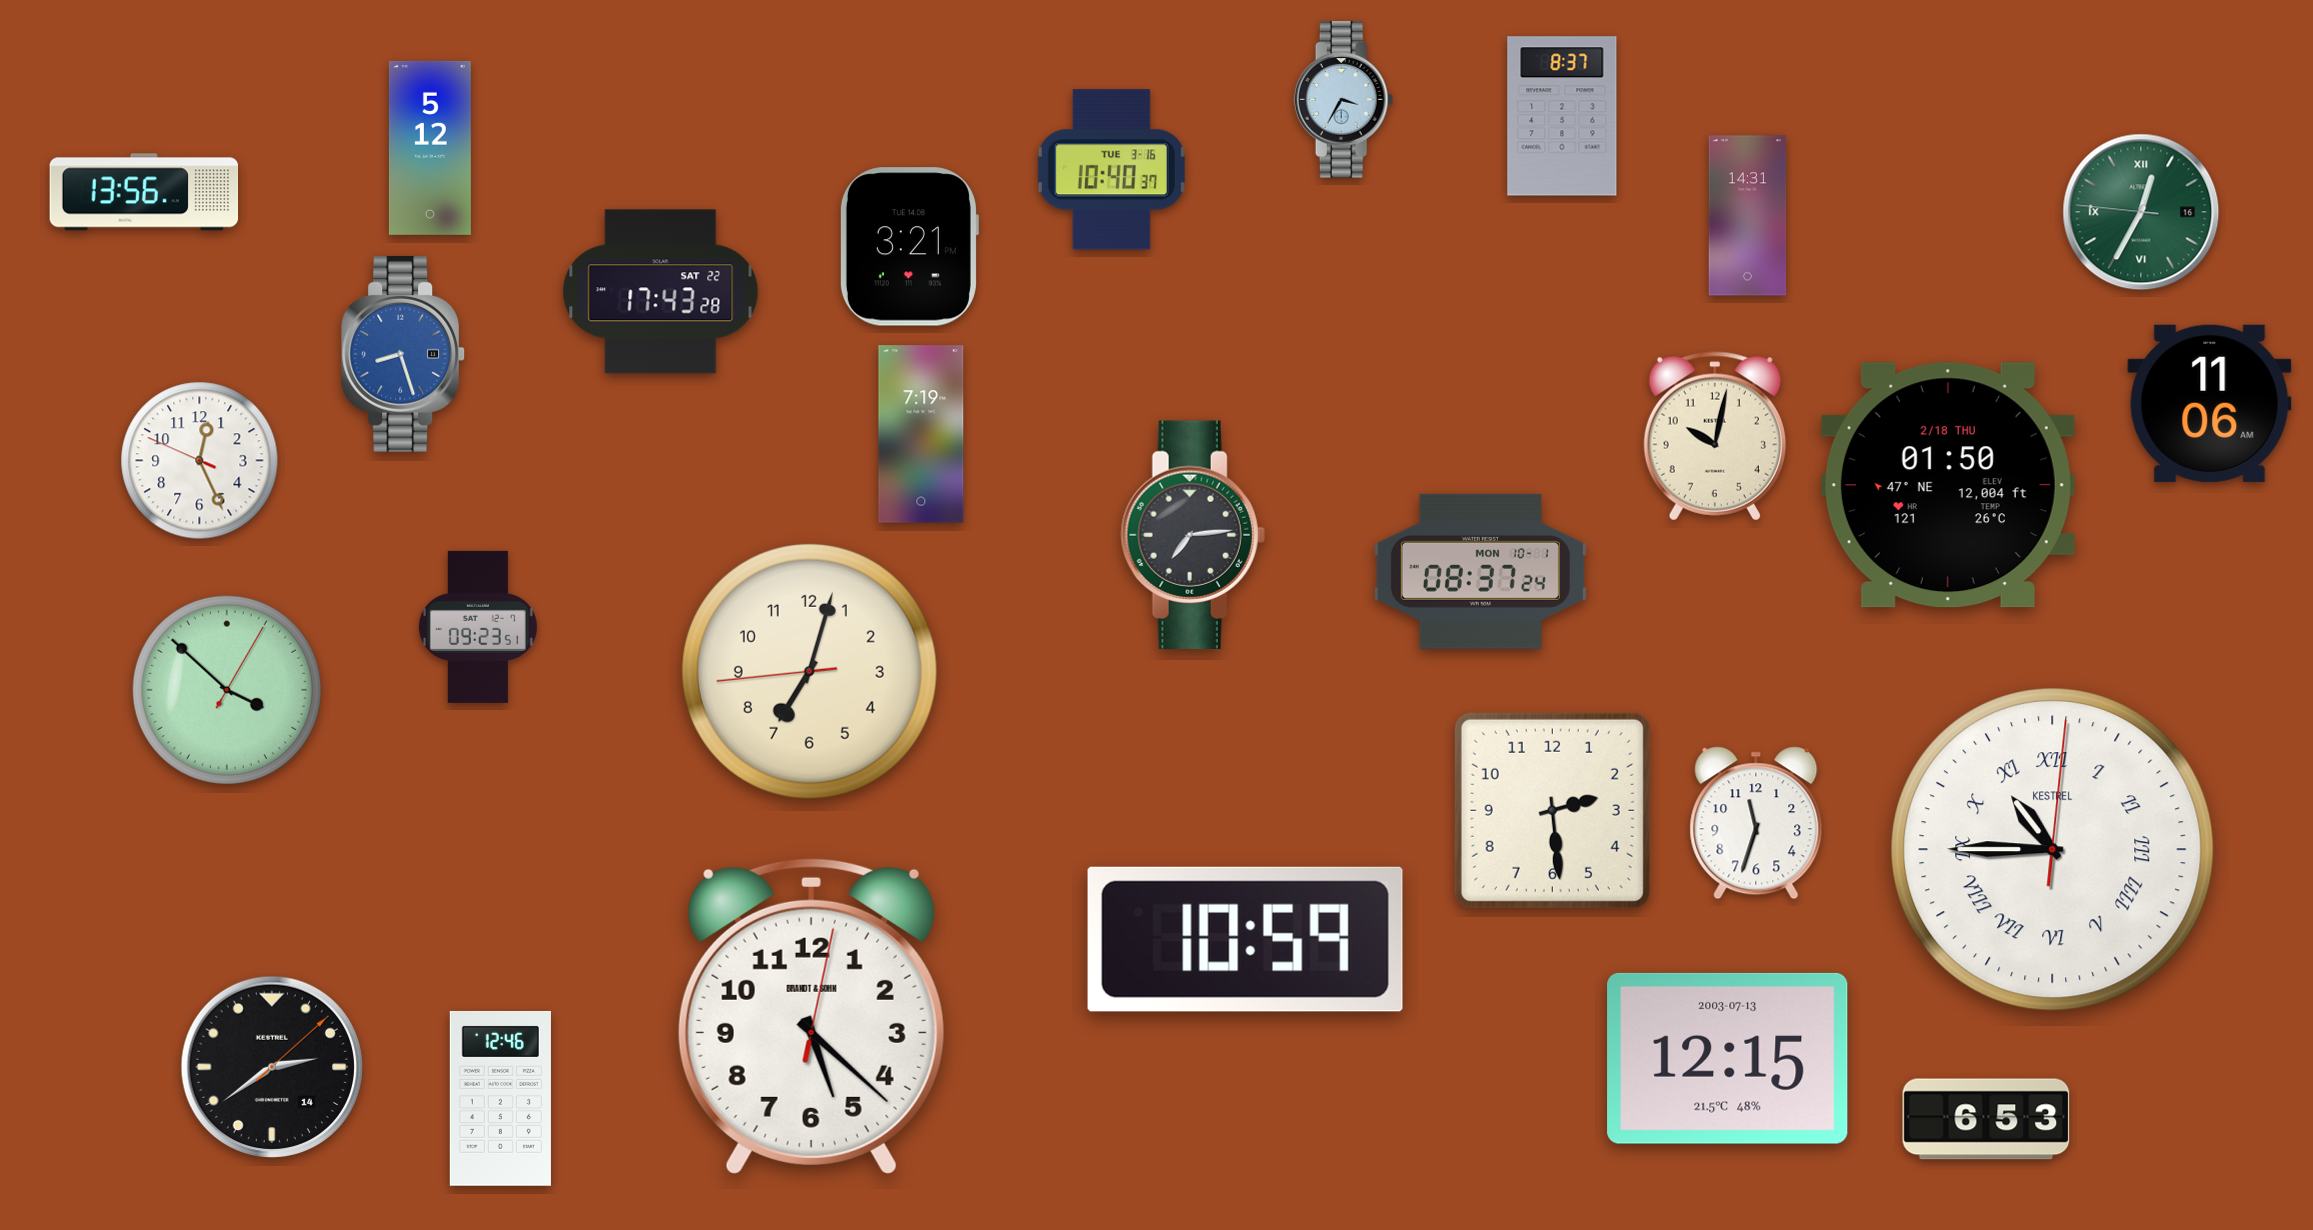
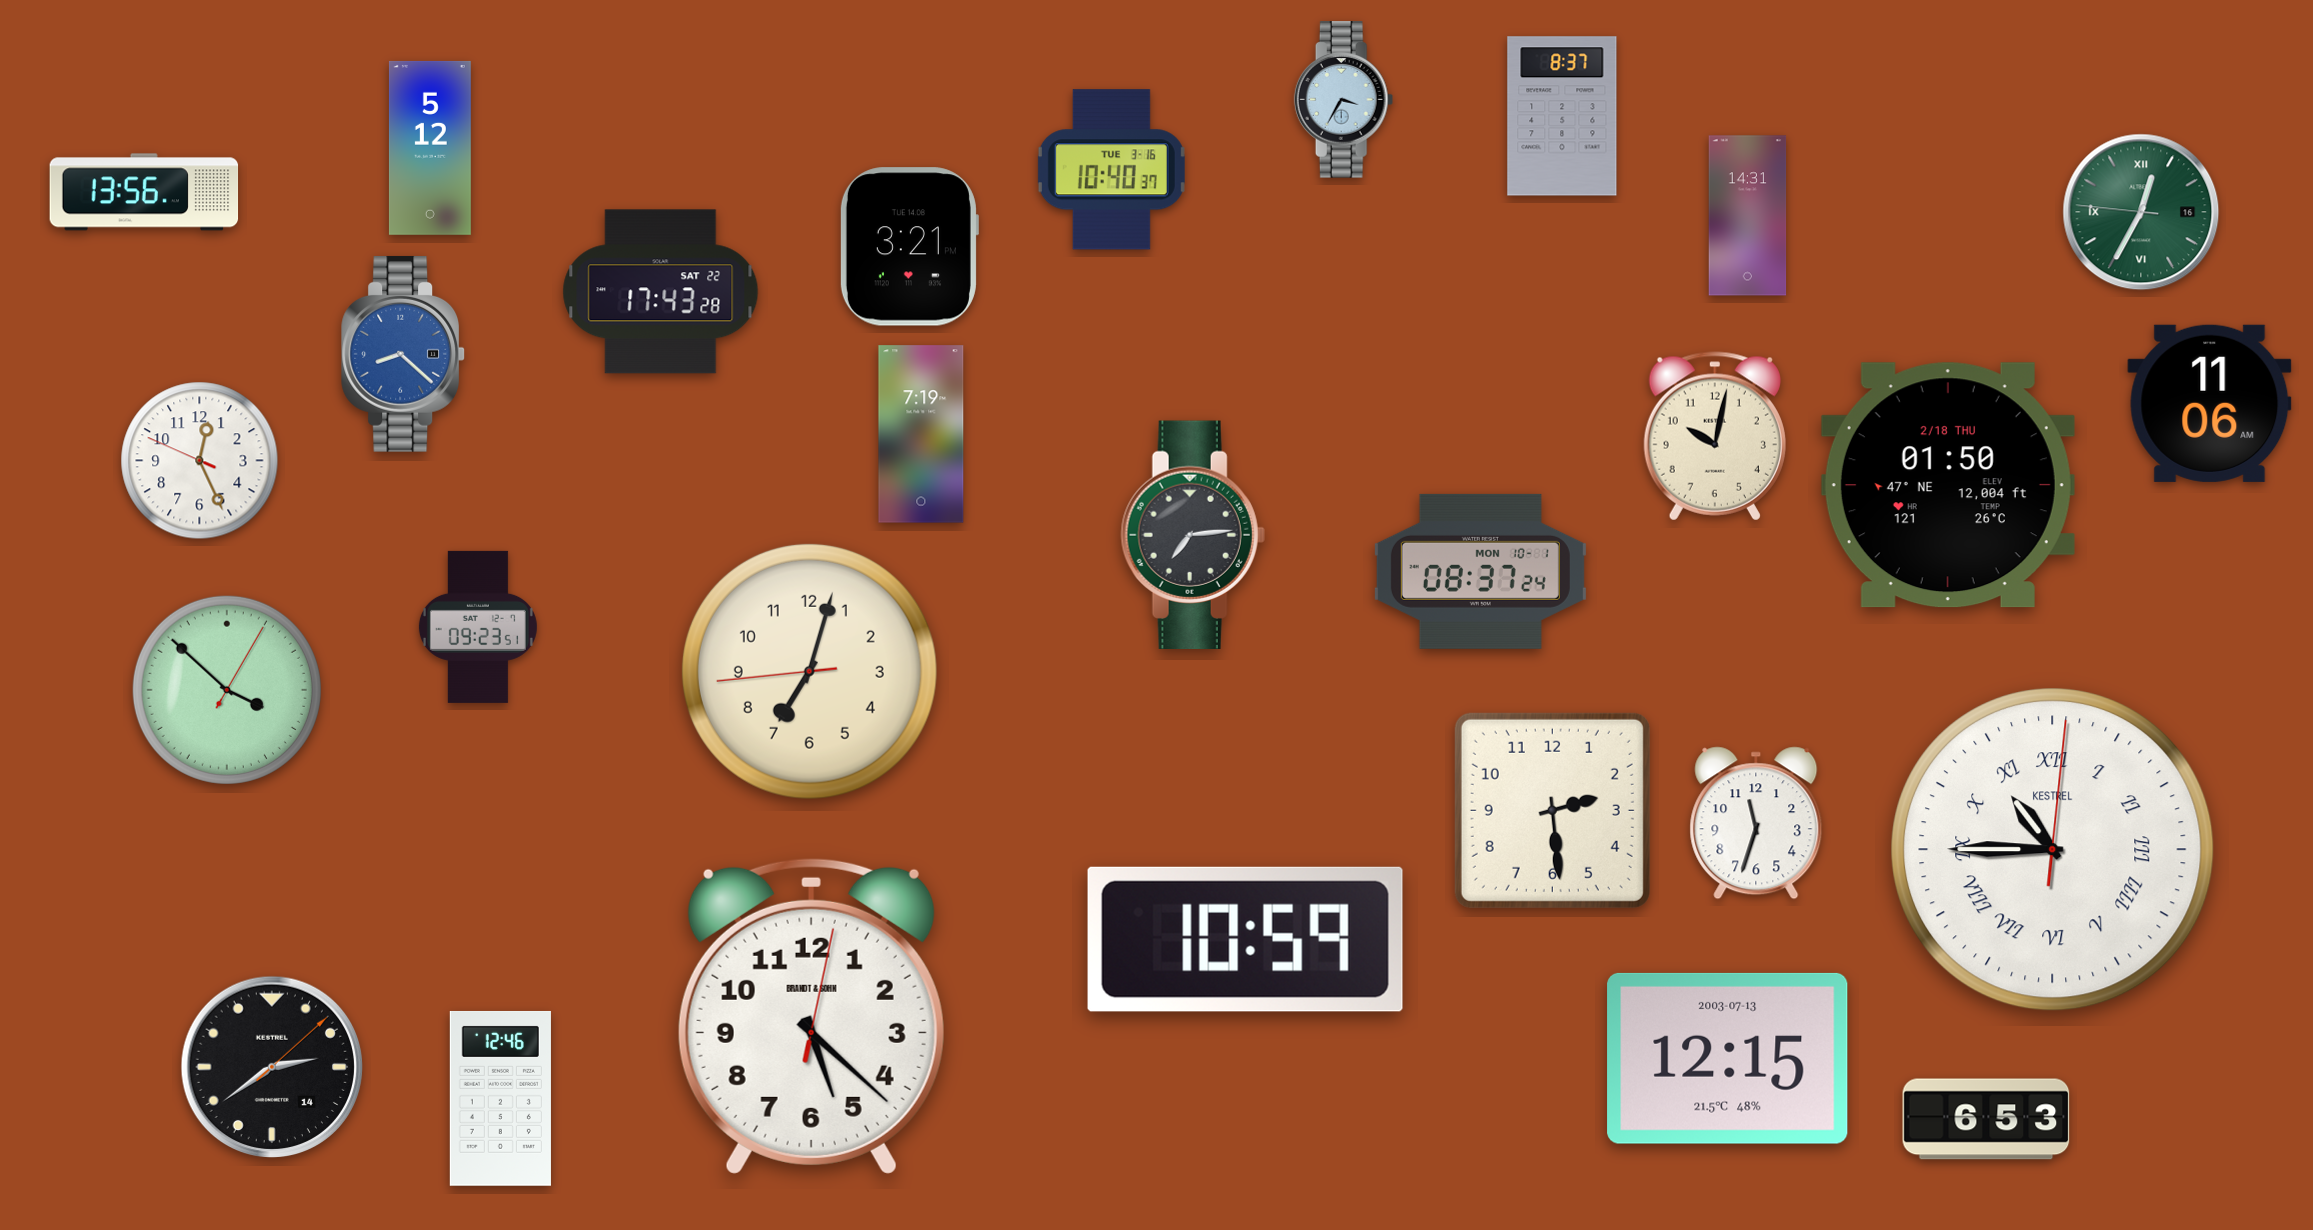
clock at (404, 354): 8:27 -> 8:22
